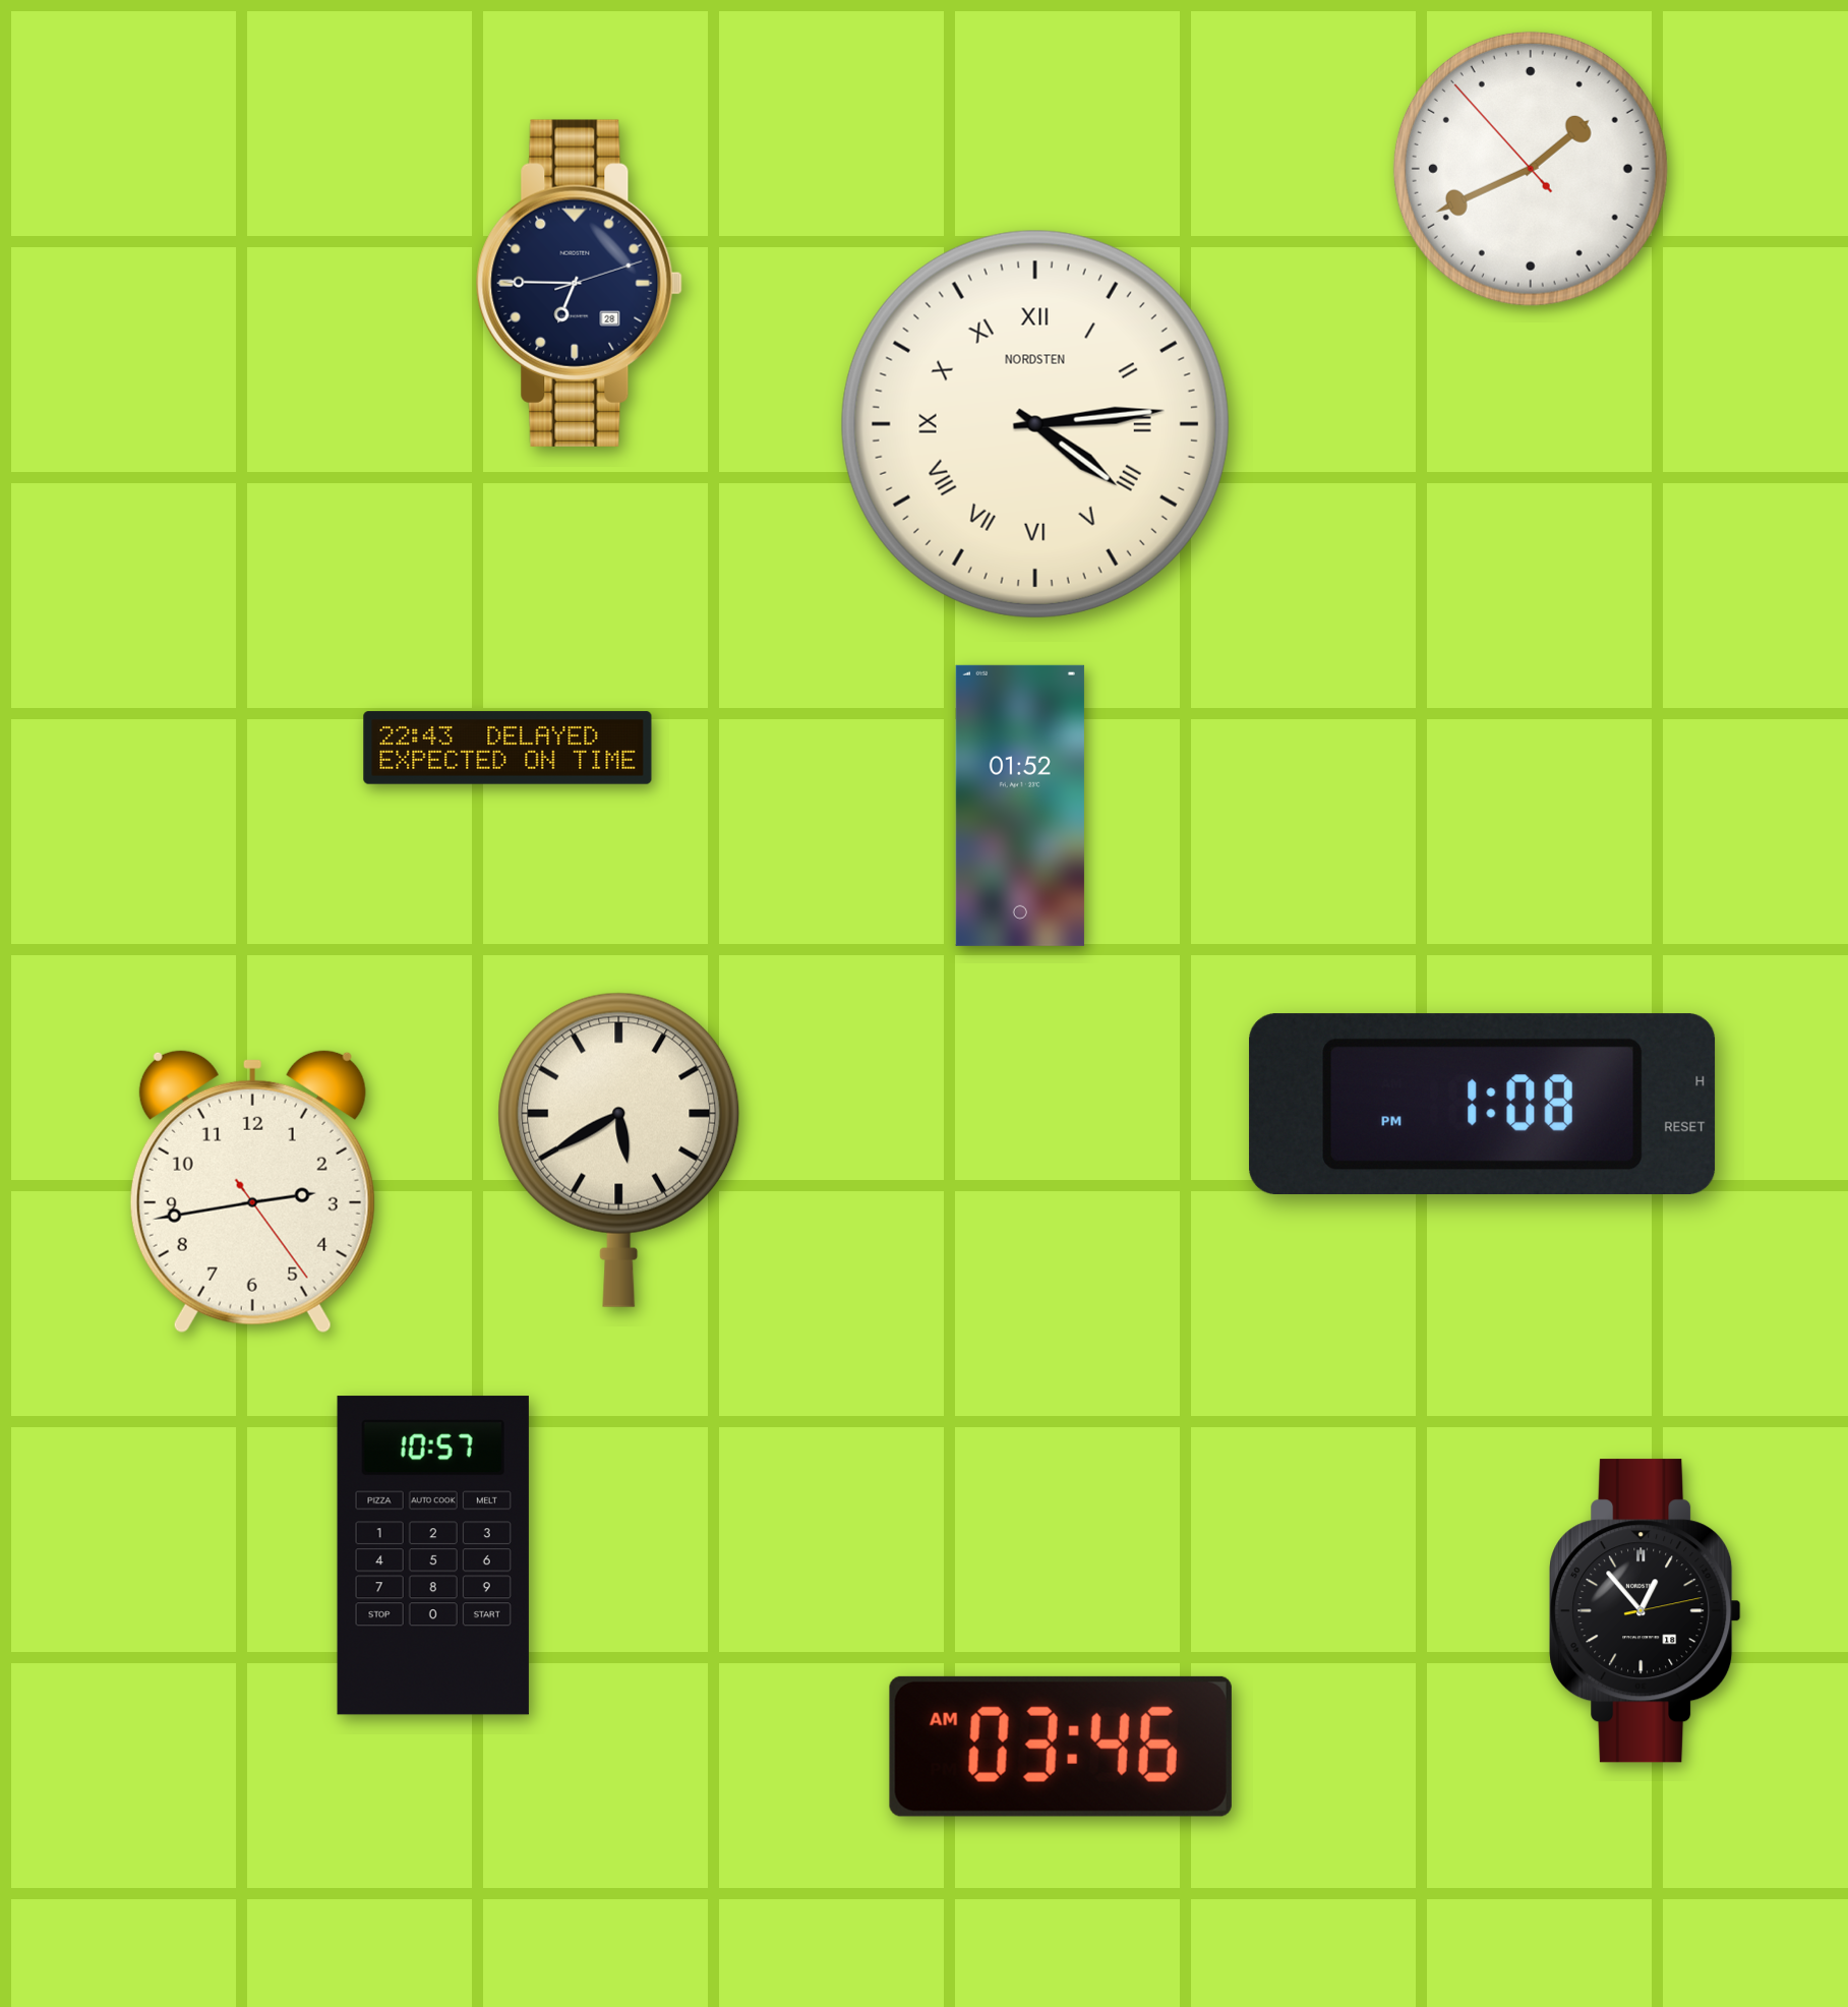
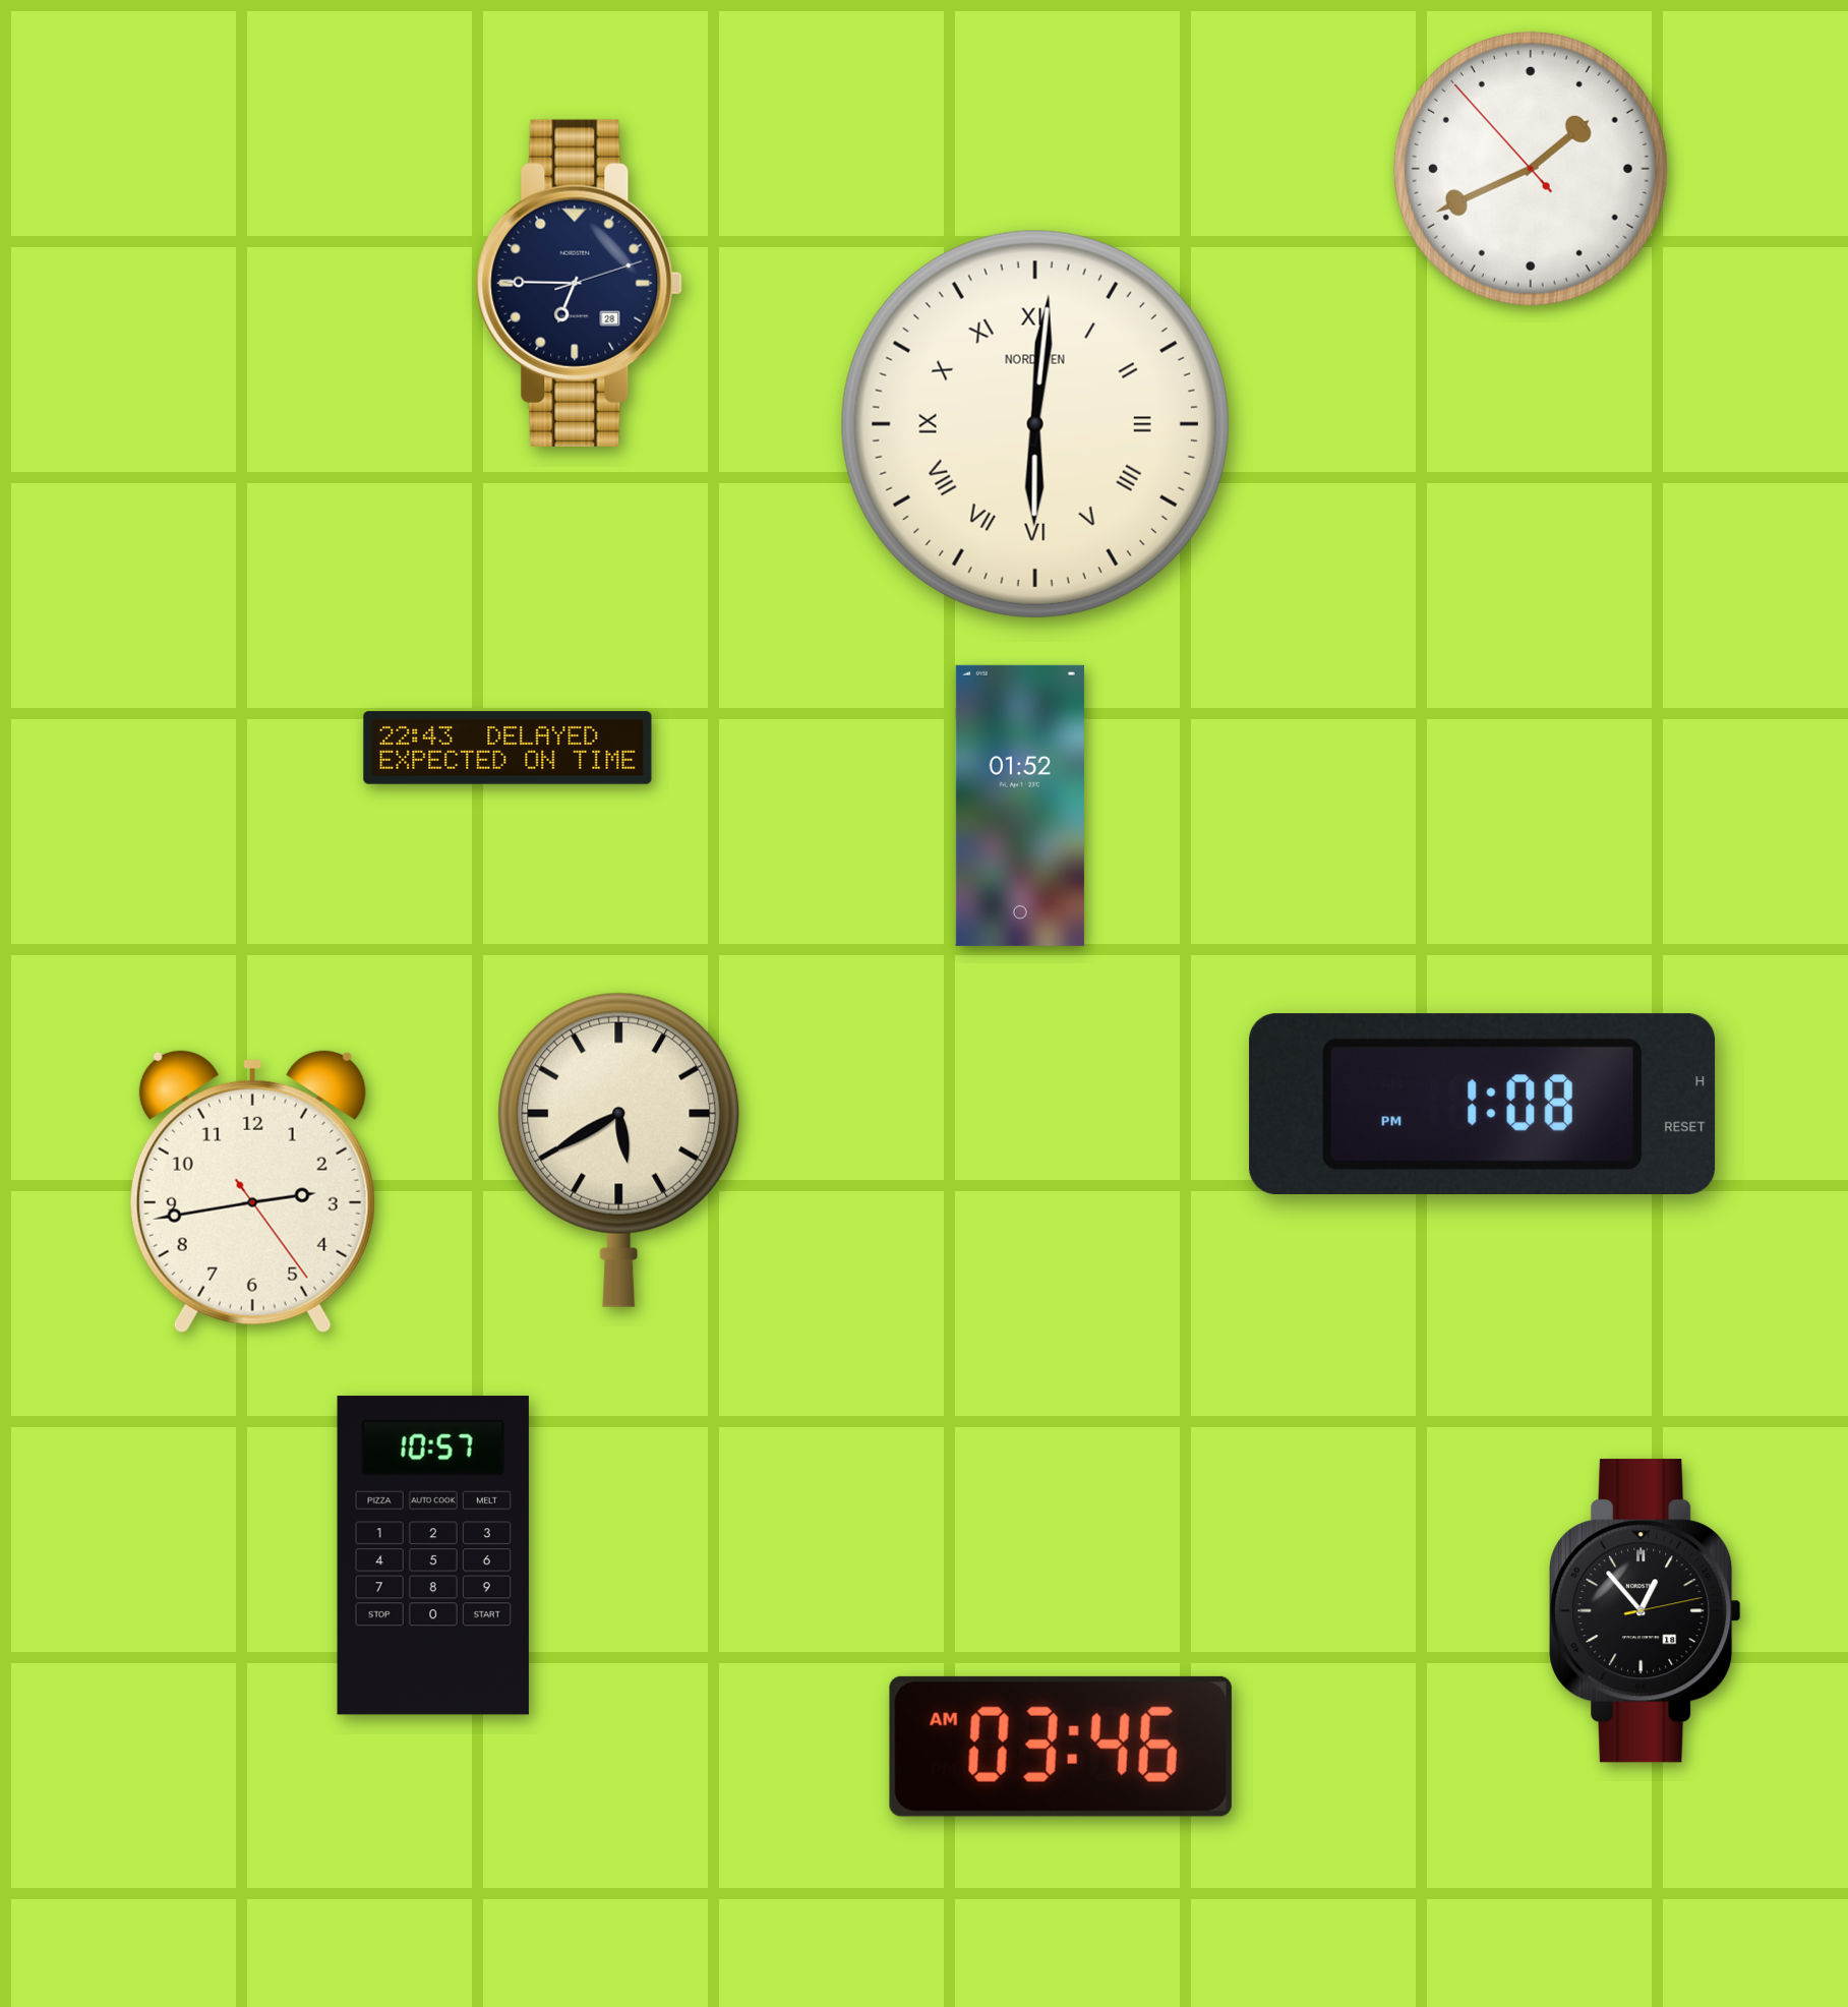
clock at (1035, 424): 4:14 -> 6:01
